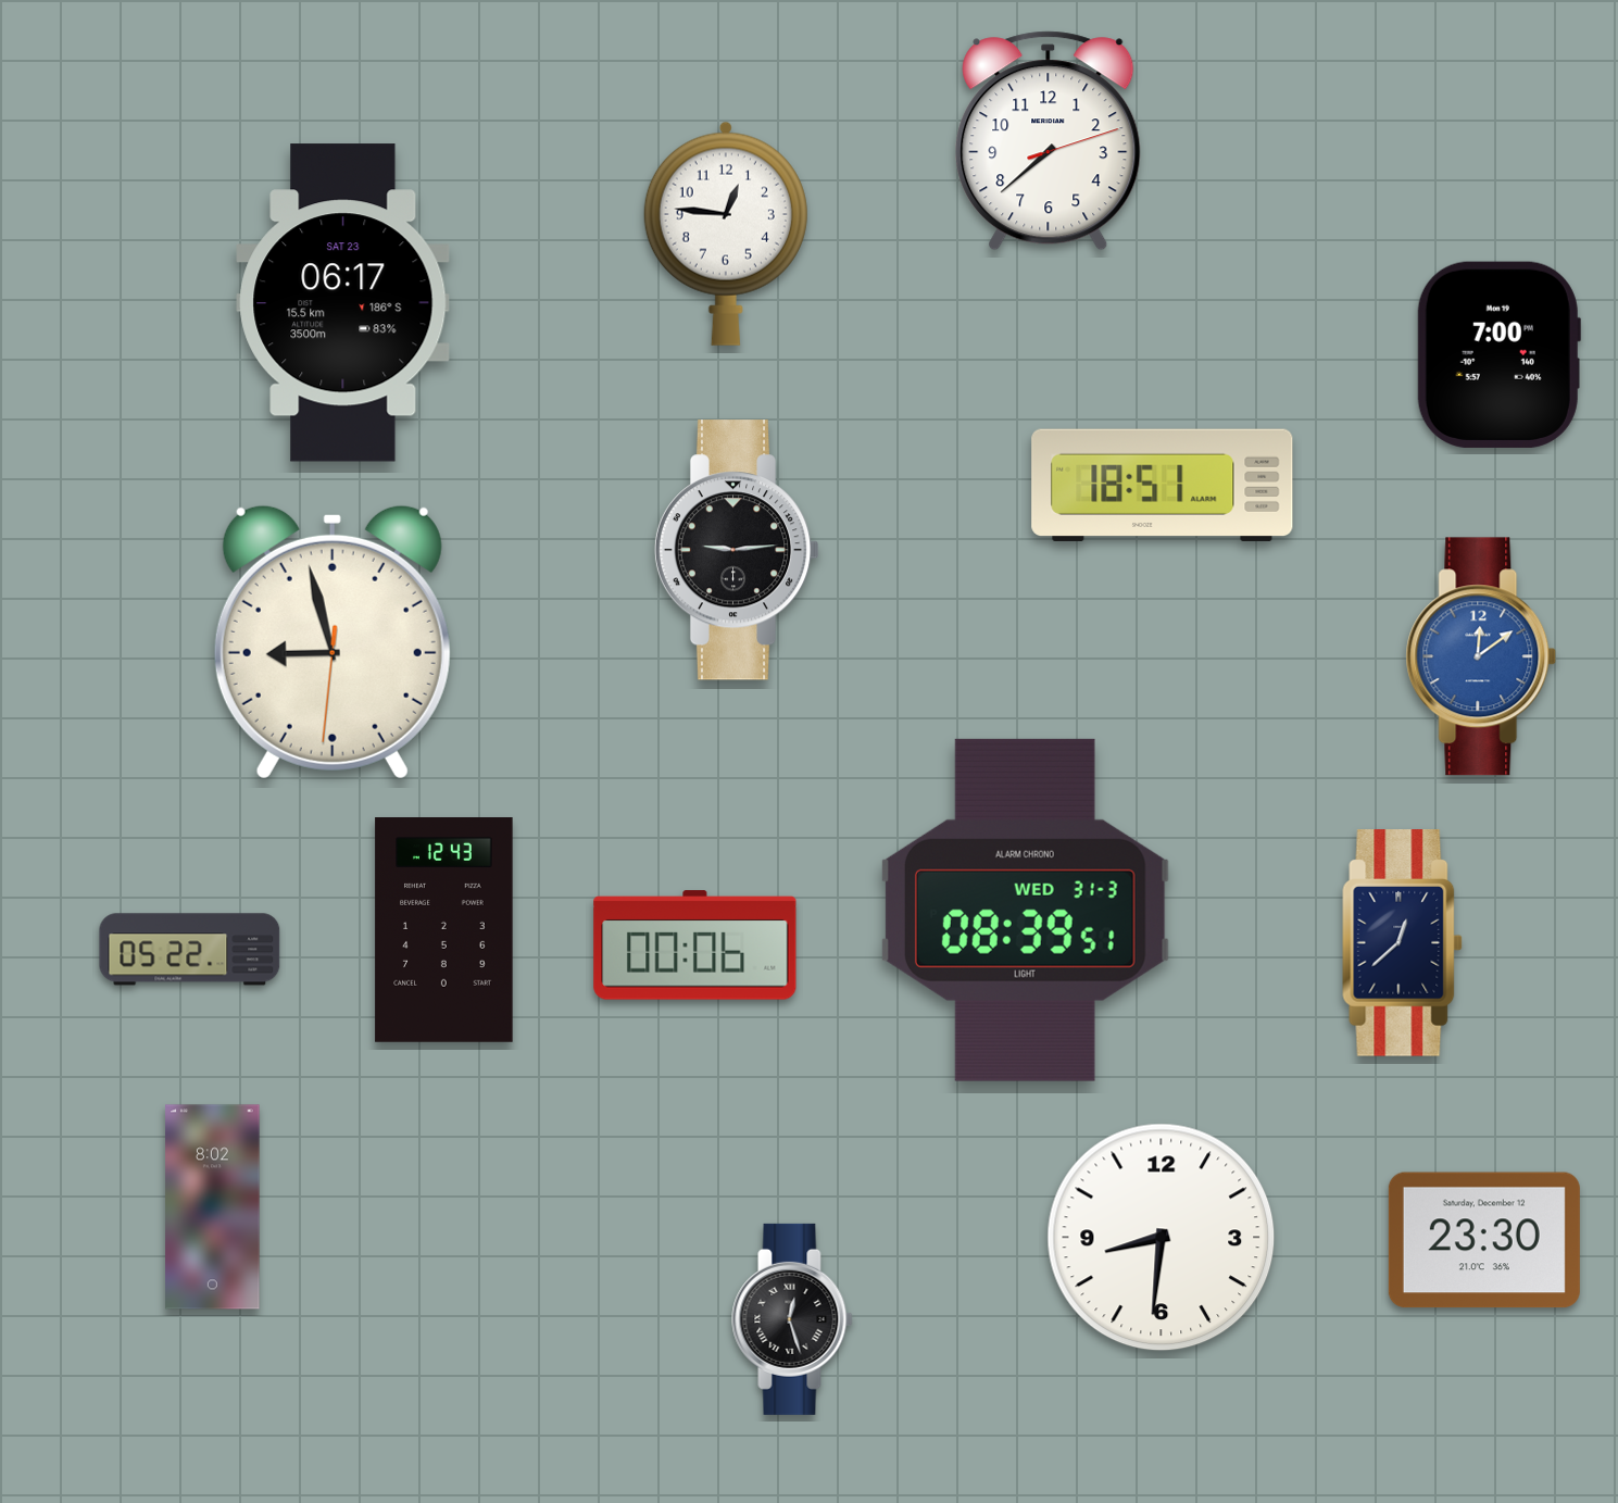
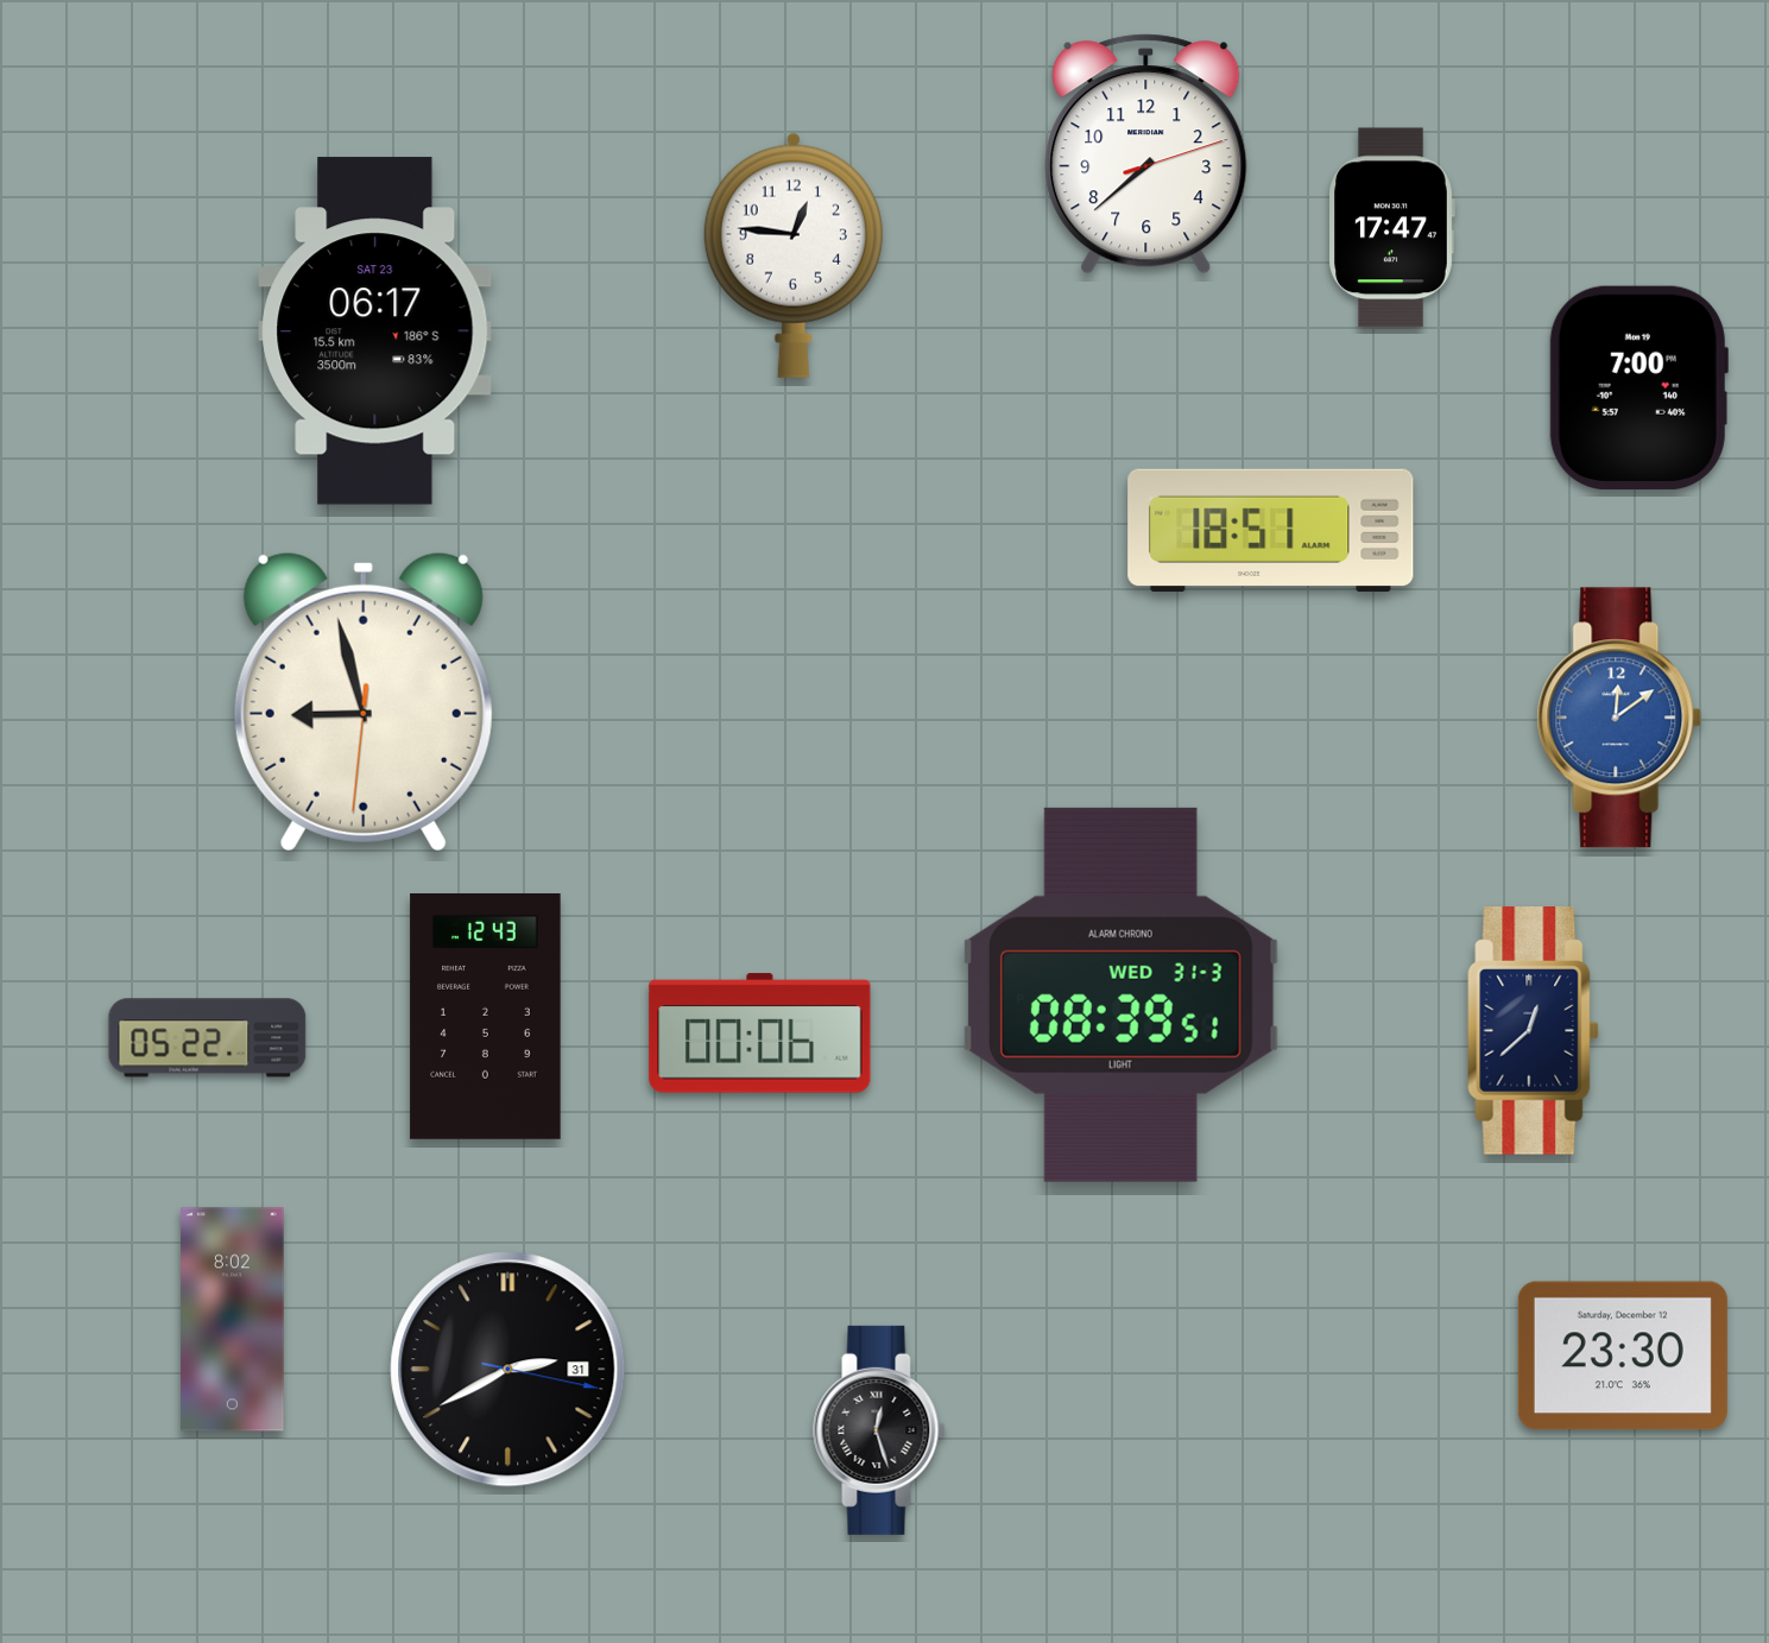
clock at (1391, 228): none -> 17:47
clock at (737, 550): 9:14 -> none
clock at (1162, 1238): 8:31 -> none
clock at (508, 1370): none -> 2:40
clock at (792, 1319) position: (792, 1319) -> (879, 1430)
